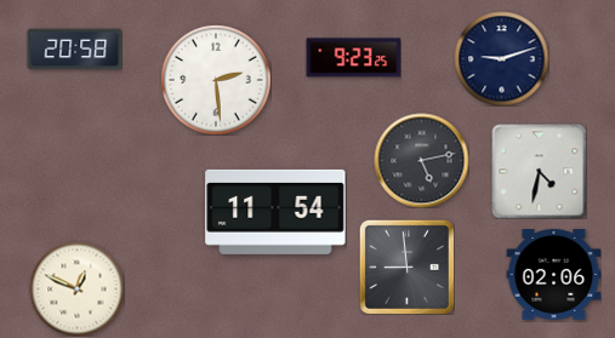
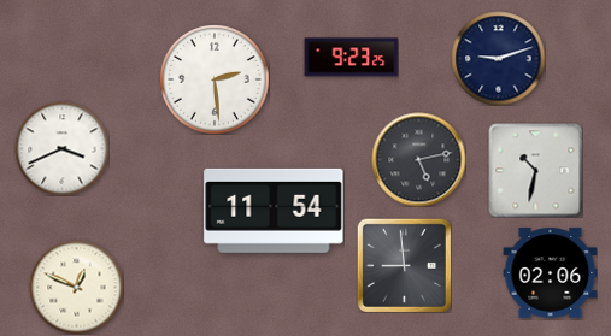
clock at (74, 50): 20:58 -> none
clock at (61, 148): none -> 3:41
clock at (539, 171): 4:32 -> 10:32
